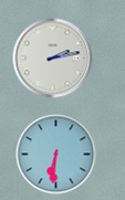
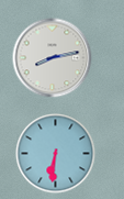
clock at (53, 59): 2:13 -> 8:13
